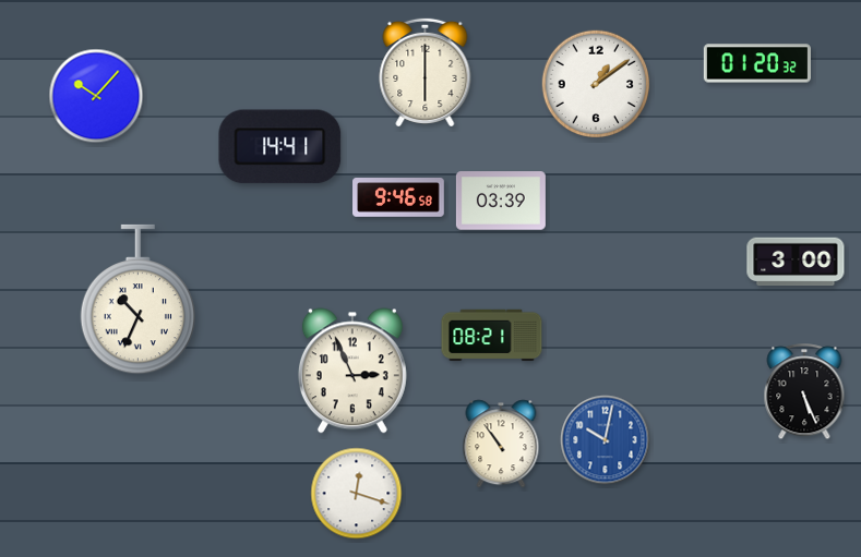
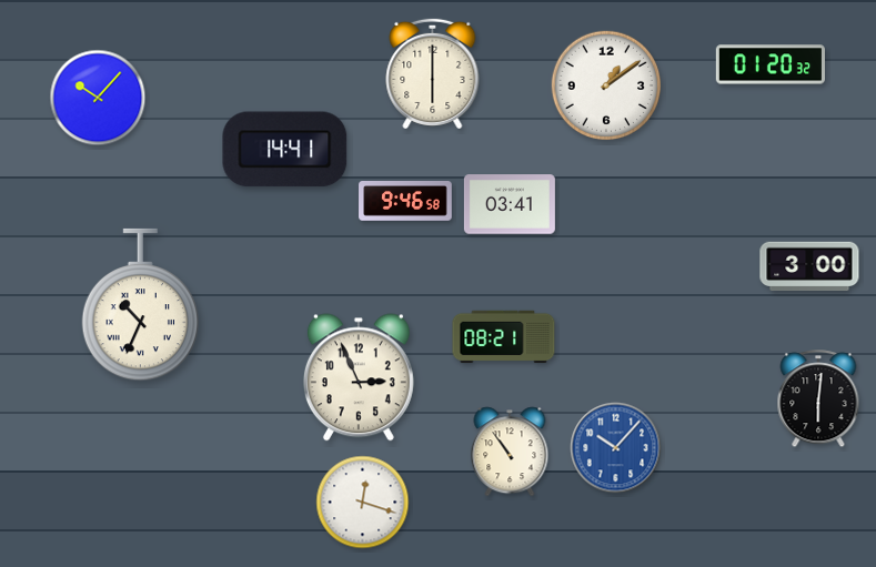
clock at (501, 201): 03:39 -> 03:41
clock at (492, 336) position: (492, 336) -> (504, 337)
clock at (804, 392): 5:26 -> 6:01
clock at (606, 440): 10:02 -> 10:07
